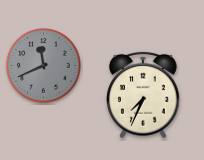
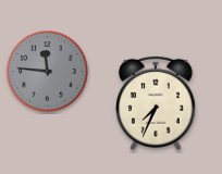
clock at (44, 66): 11:41 -> 11:46
